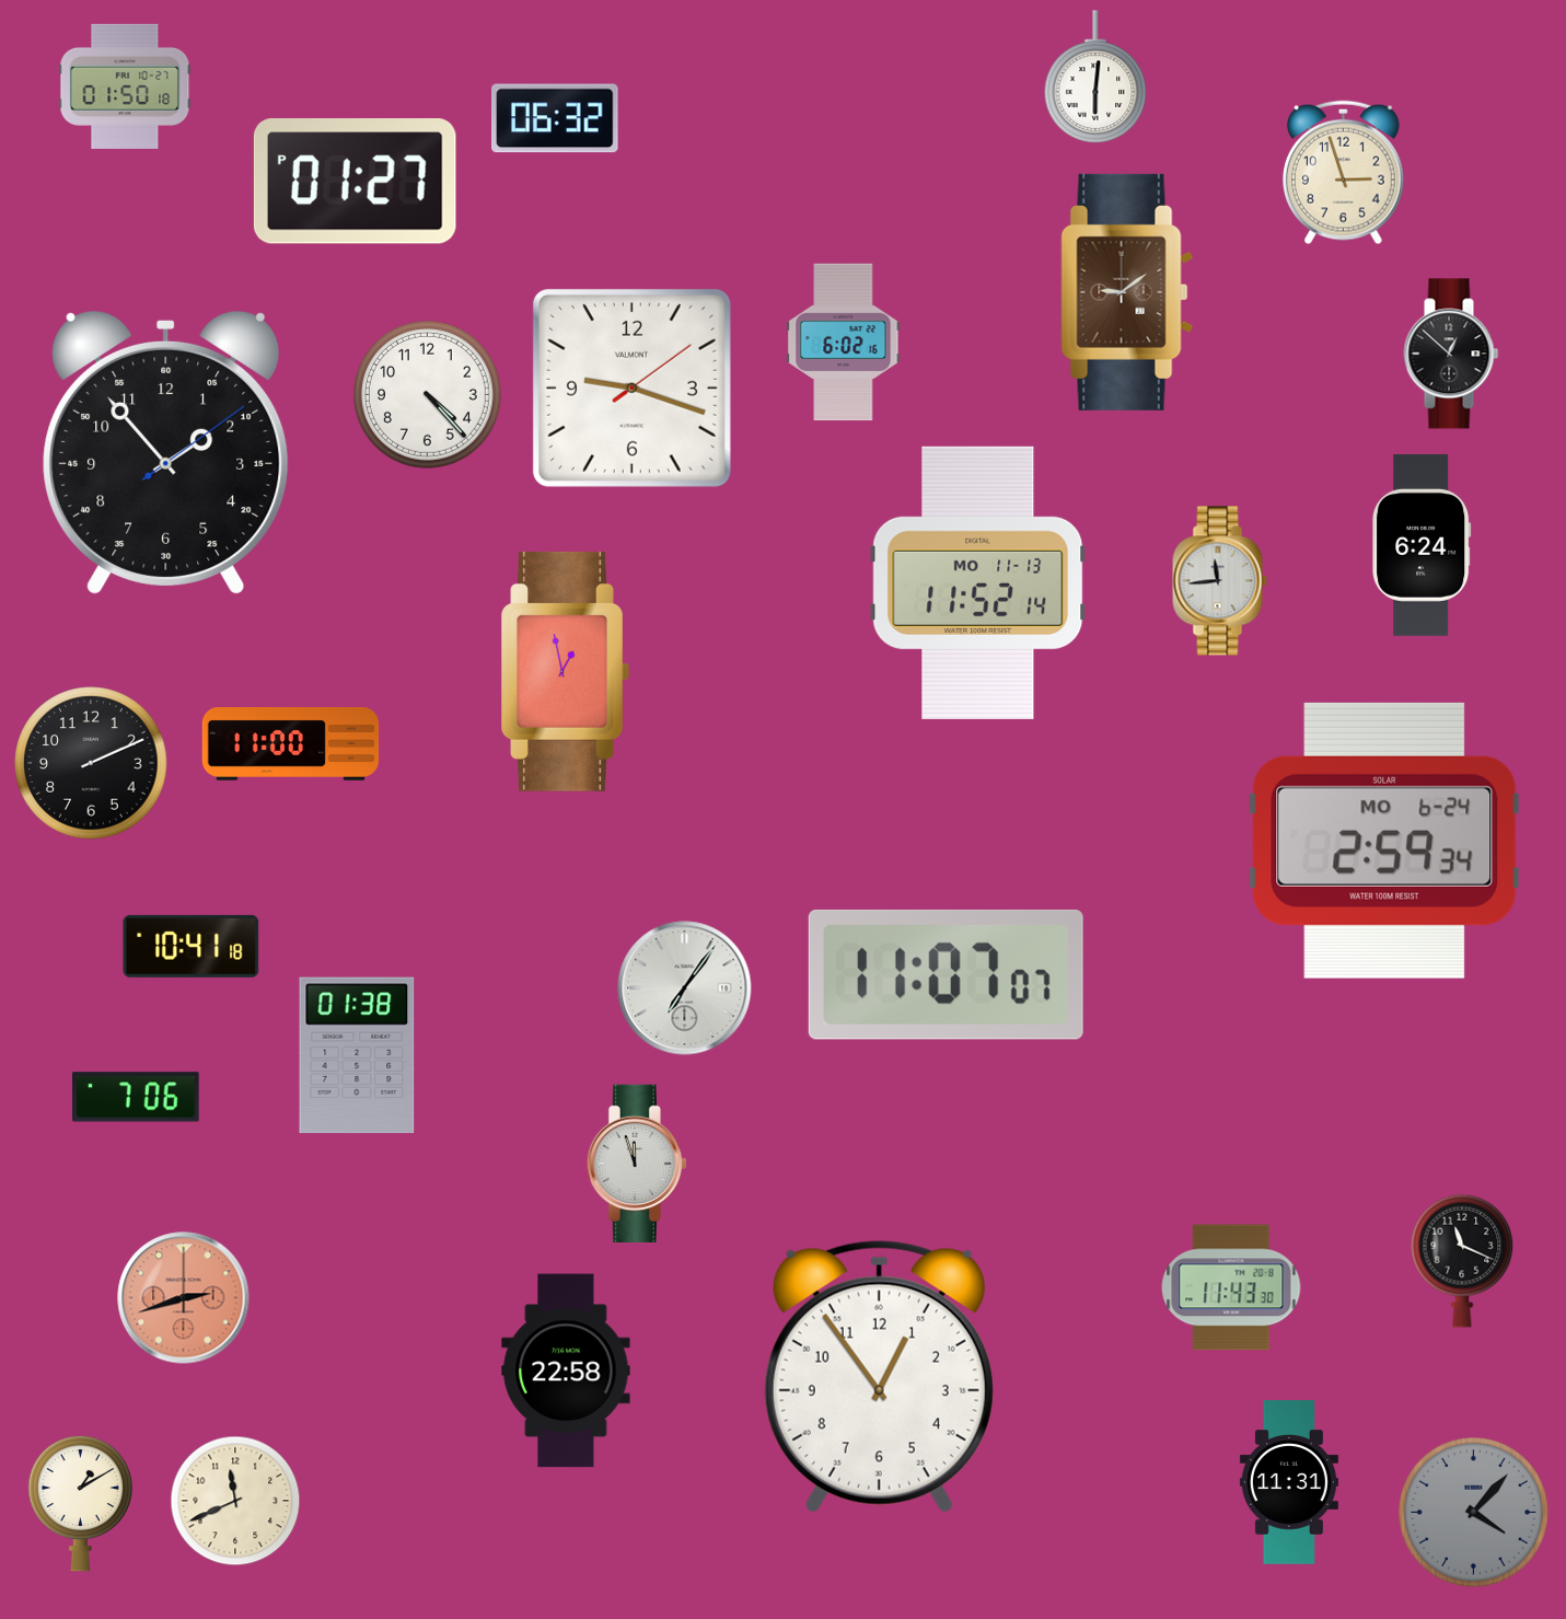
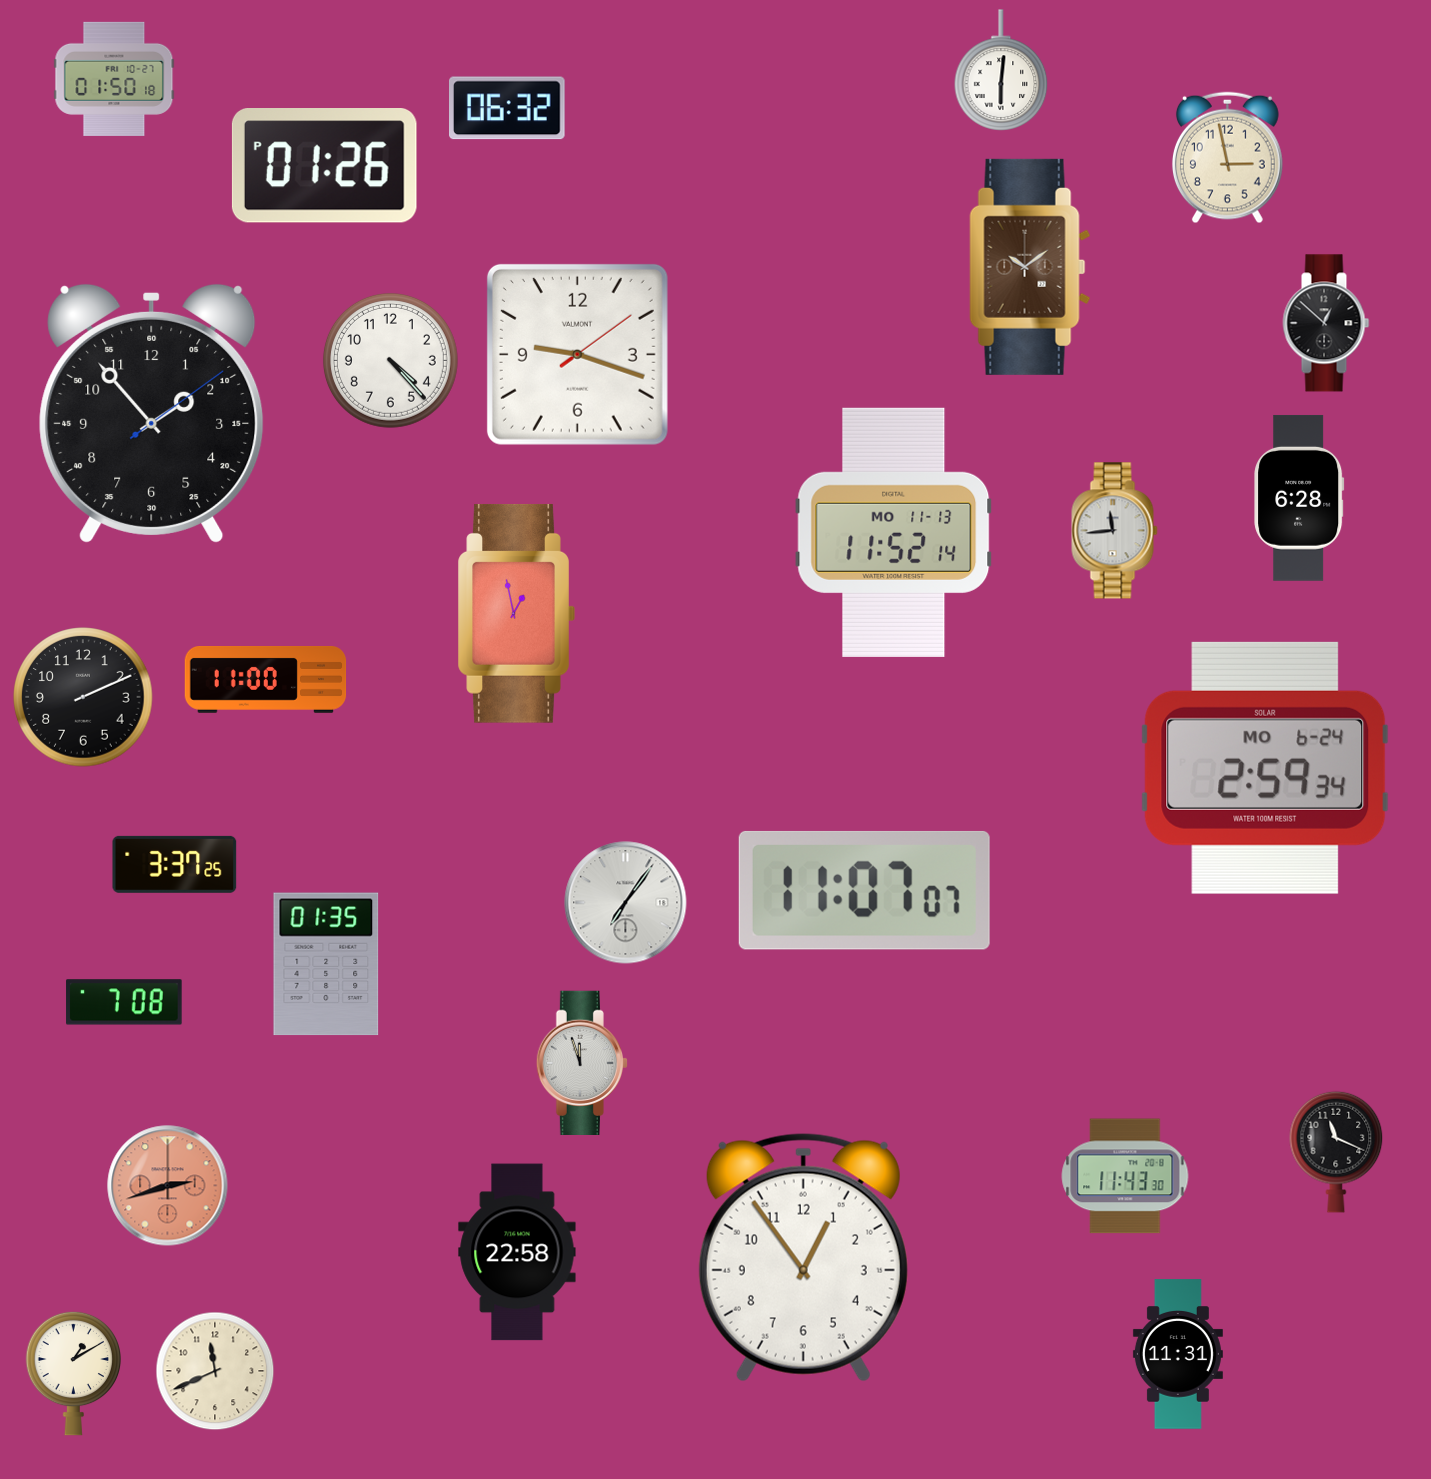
clock at (1343, 173): 2:57 -> 2:58
clock at (355, 182): 01:27 -> 01:26
clock at (1127, 292): 9:09 -> 10:09
clock at (844, 343): 6:02 -> none
clock at (1422, 545): 6:24 -> 6:28
clock at (192, 946): 10:41 -> 3:37
clock at (357, 1055): 01:38 -> 01:35
clock at (136, 1097): 7:06 -> 7:08
clock at (1474, 1513): 4:07 -> none
